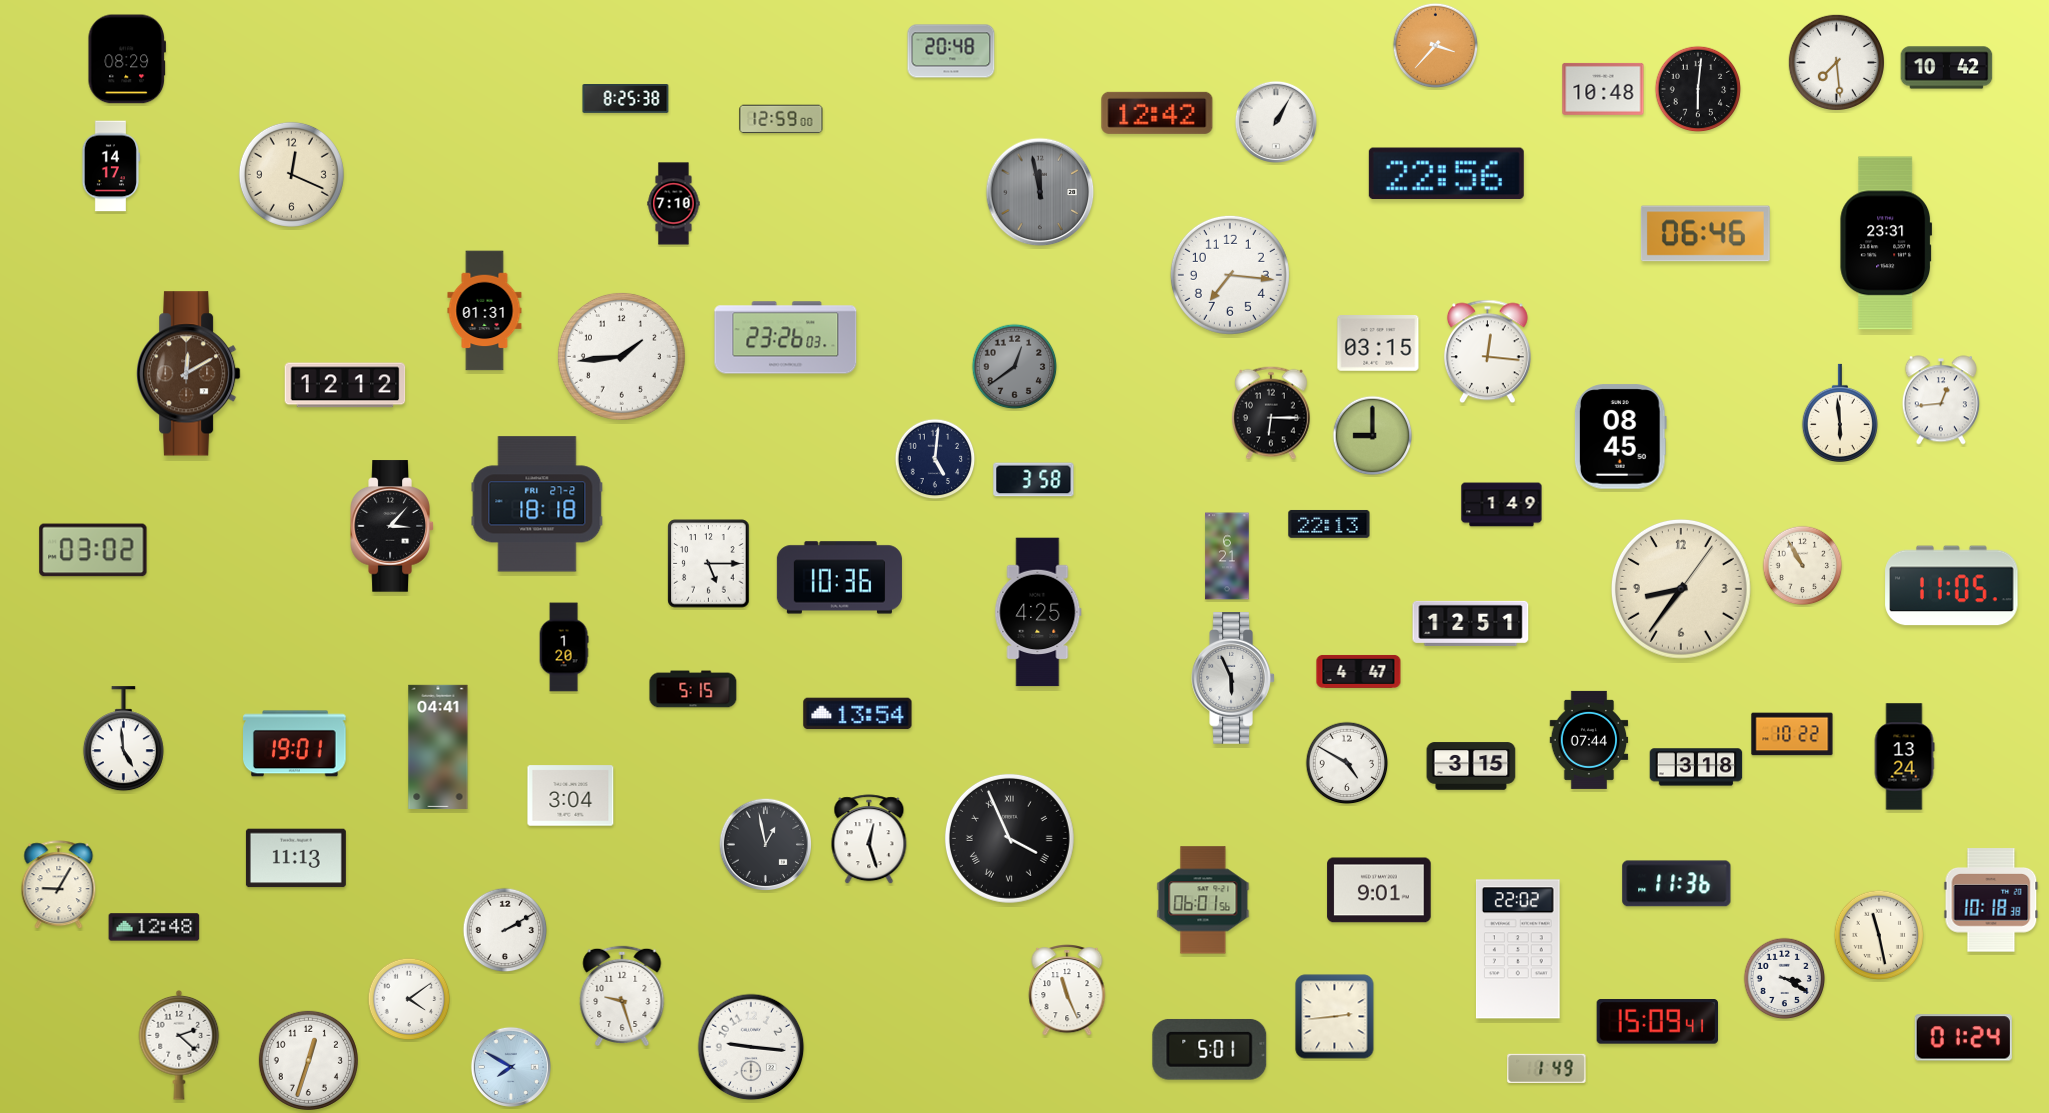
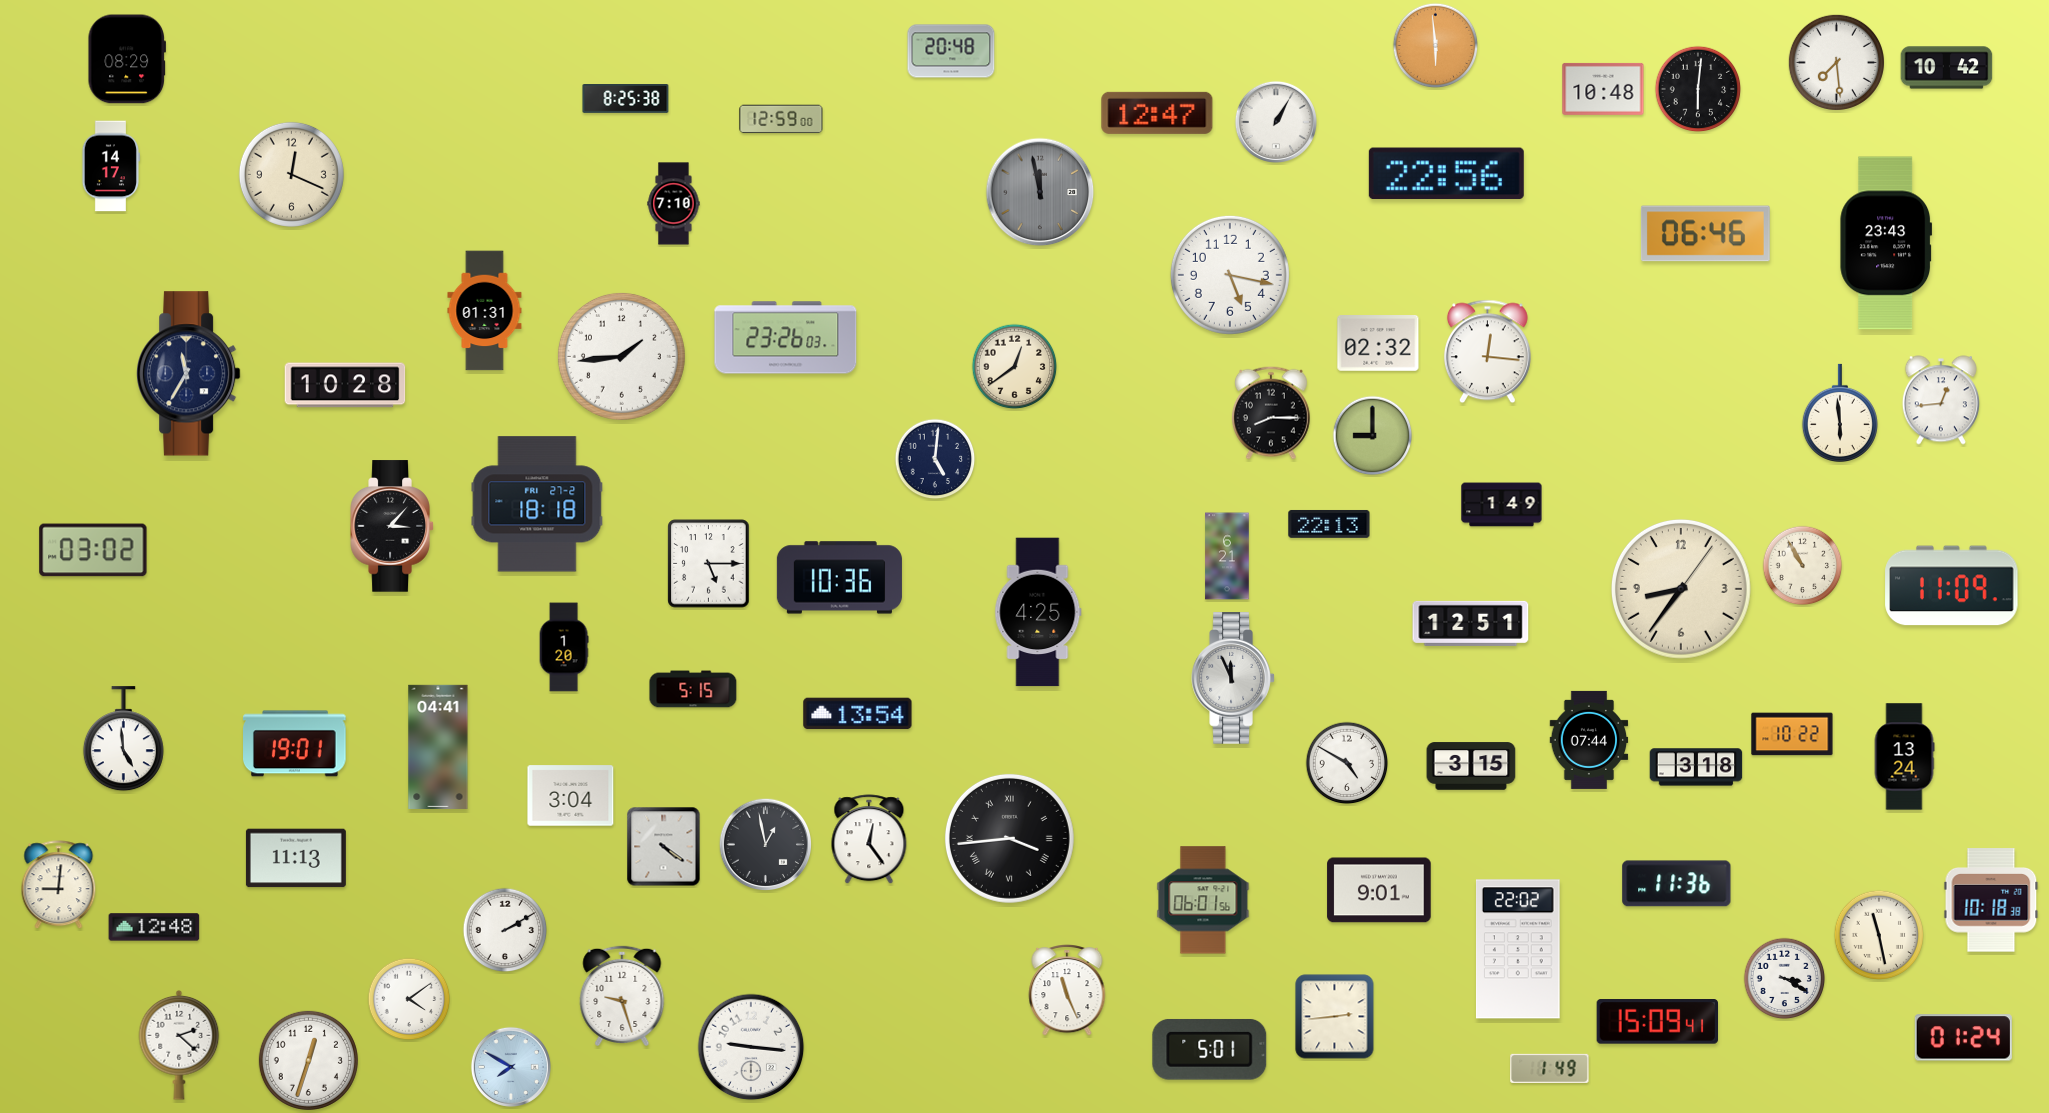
clock at (1436, 46): 3:37 -> 5:59
clock at (1157, 113): 12:42 -> 12:47
clock at (1886, 243): 23:31 -> 23:43
clock at (1230, 275): 7:16 -> 5:17
clock at (1378, 344): 03:15 -> 02:32
clock at (1015, 367) dial: grey -> cream
clock at (189, 374): 12:10 -> 11:35
clock at (189, 374) dial: brown -> navy
clock at (345, 385): 12:12 -> 10:28
clock at (1271, 413): 6:15 -> 8:15
clock at (1620, 437): 08:45 -> none
clock at (1034, 480): 3:58 -> none
clock at (1952, 586): 11:05 -> 11:09
clock at (1359, 671): 4:47 -> none
clock at (1233, 678): 5:56 -> 11:56
clock at (1009, 838): 3:56 -> 3:44
clock at (869, 840): 12:27 -> 12:24
clock at (664, 847): none -> 4:21
clock at (59, 885): 9:05 -> 9:01
clock at (1547, 1068) position: (1547, 1068) -> (1550, 1068)
